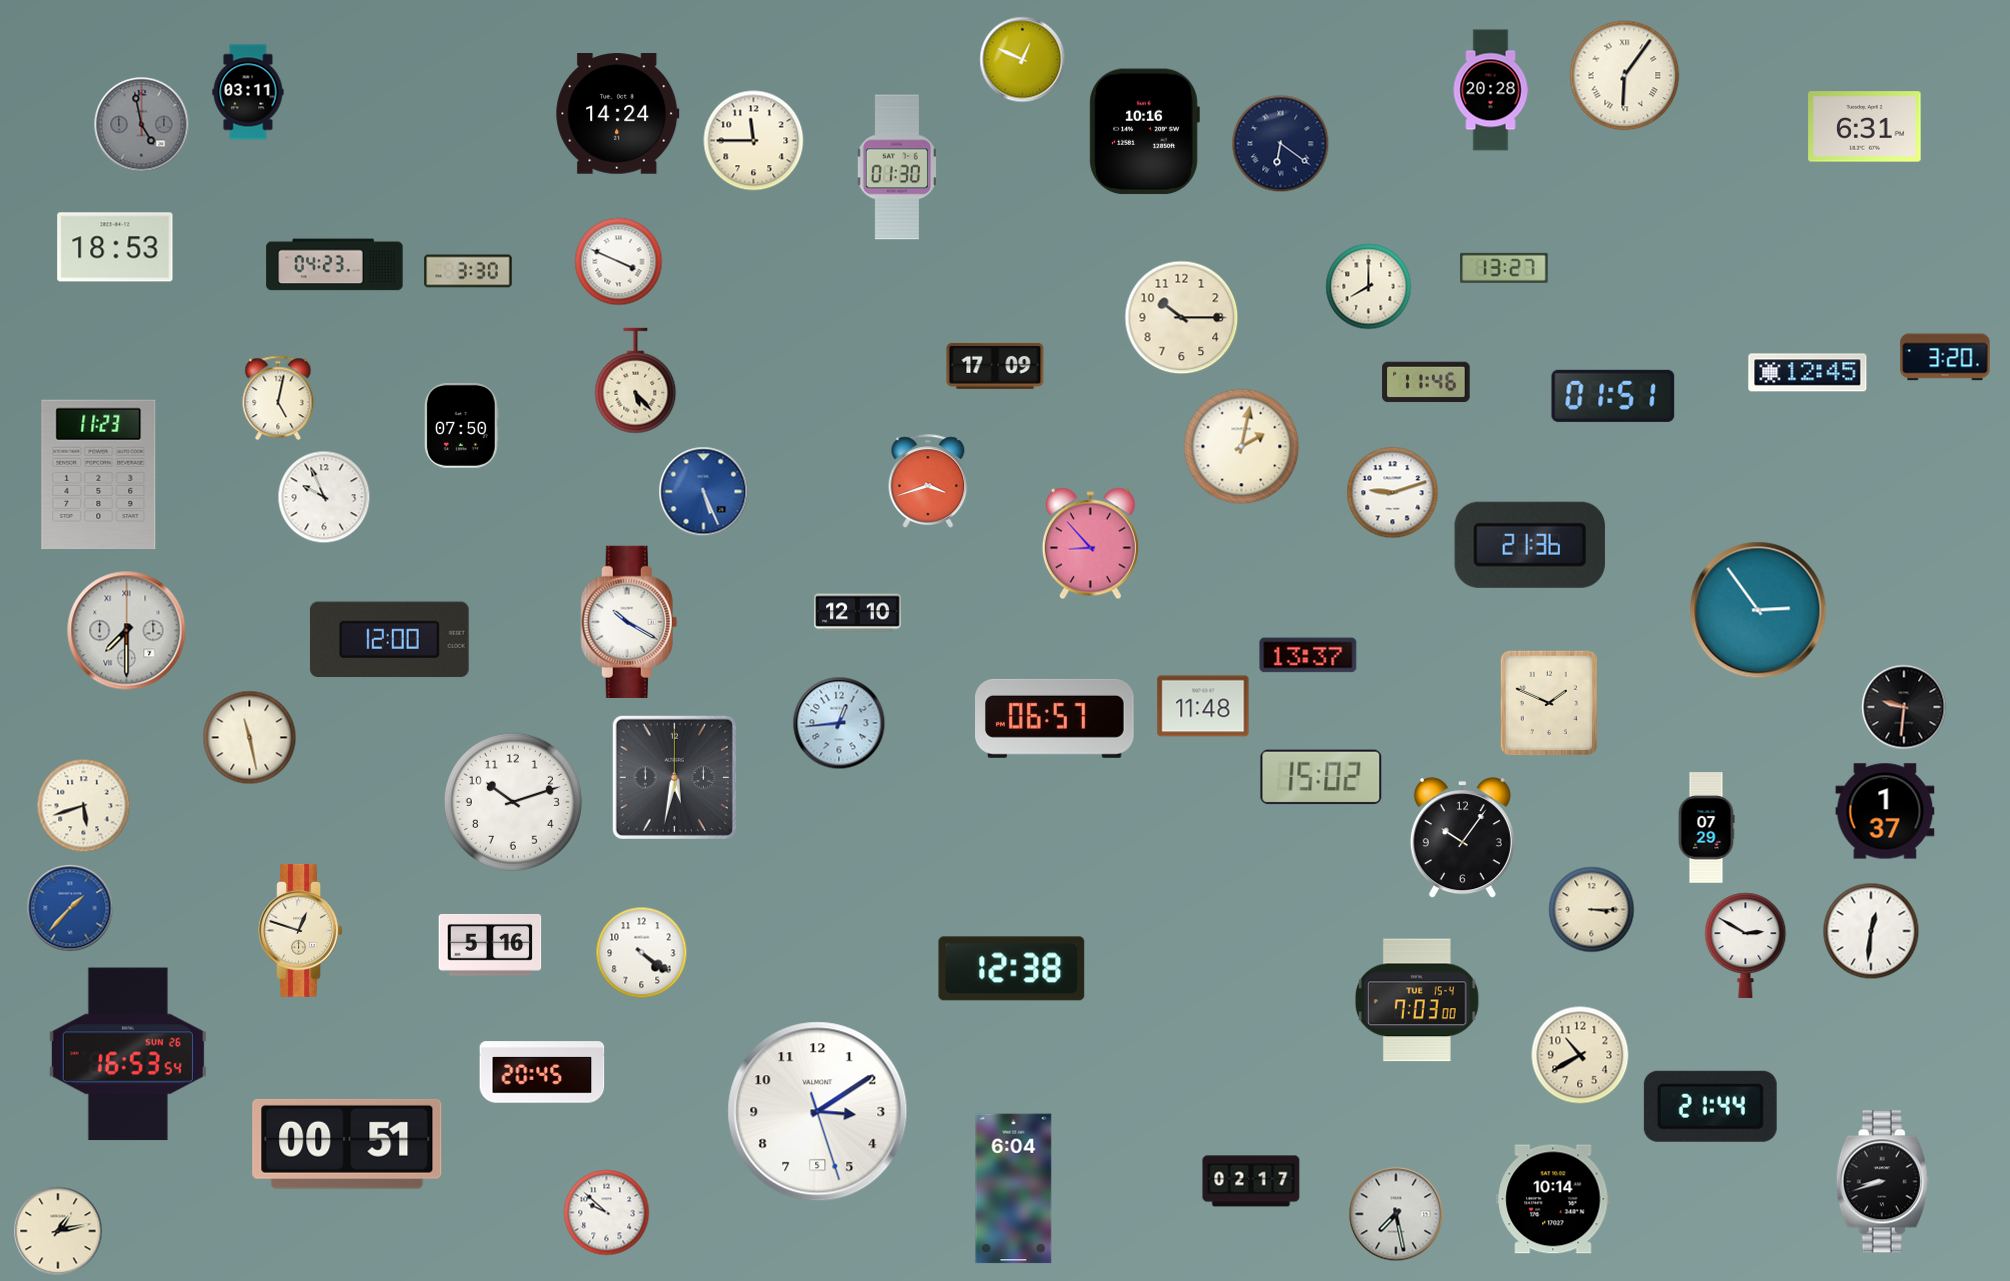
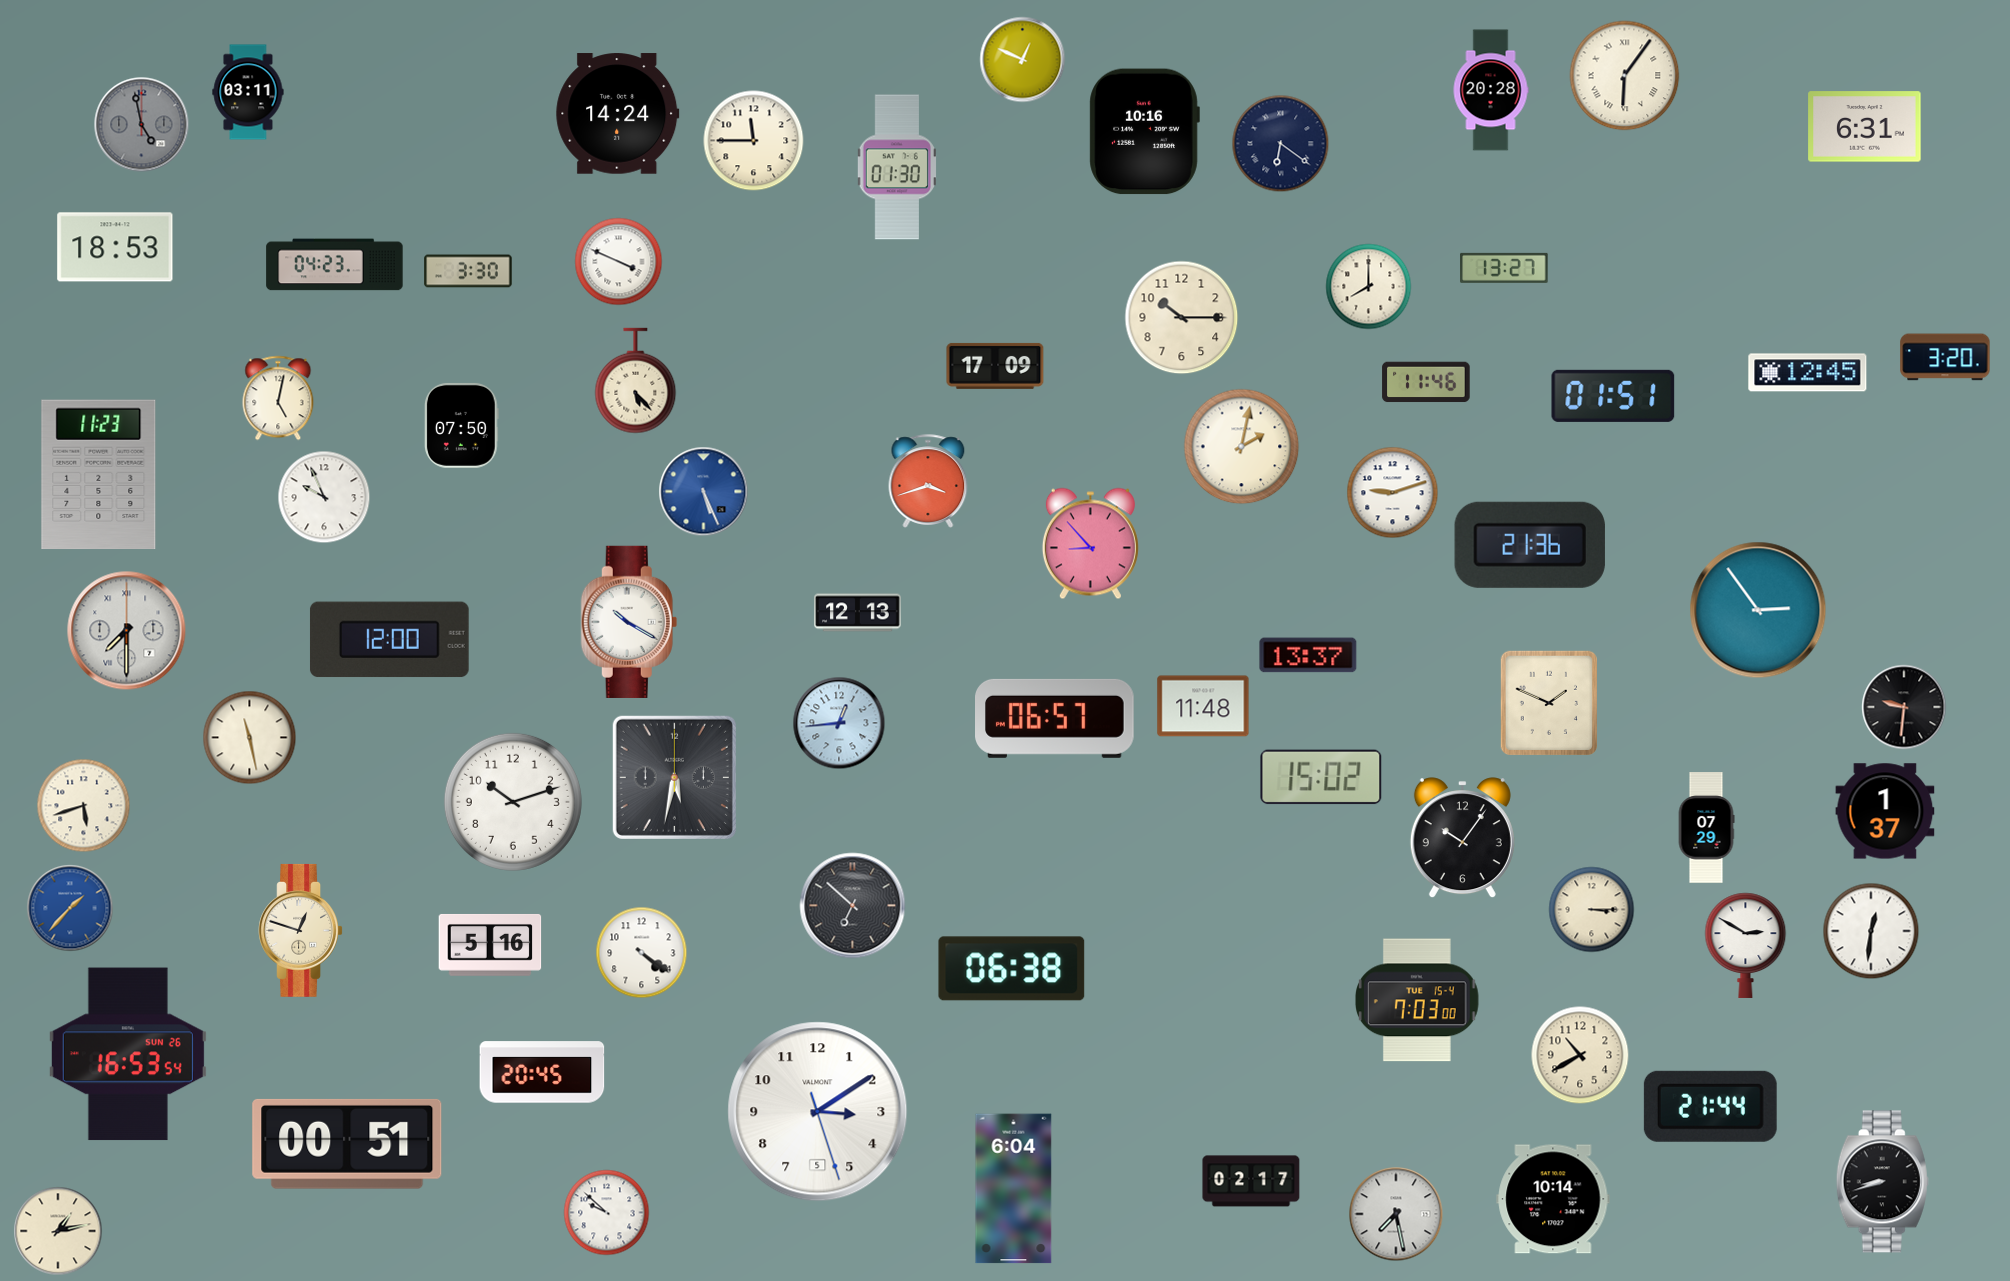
clock at (858, 613): 12:10 -> 12:13
clock at (853, 906): none -> 6:52
clock at (1012, 969): 12:38 -> 06:38
